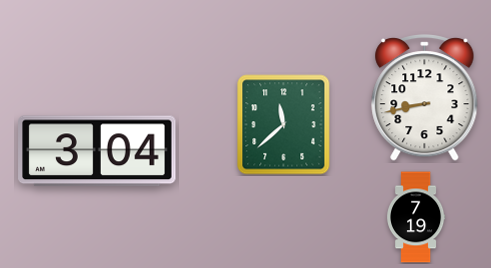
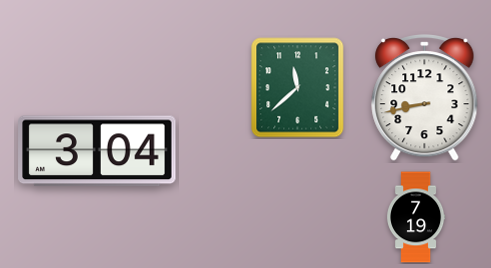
clock at (284, 125) position: (284, 125) -> (298, 88)
